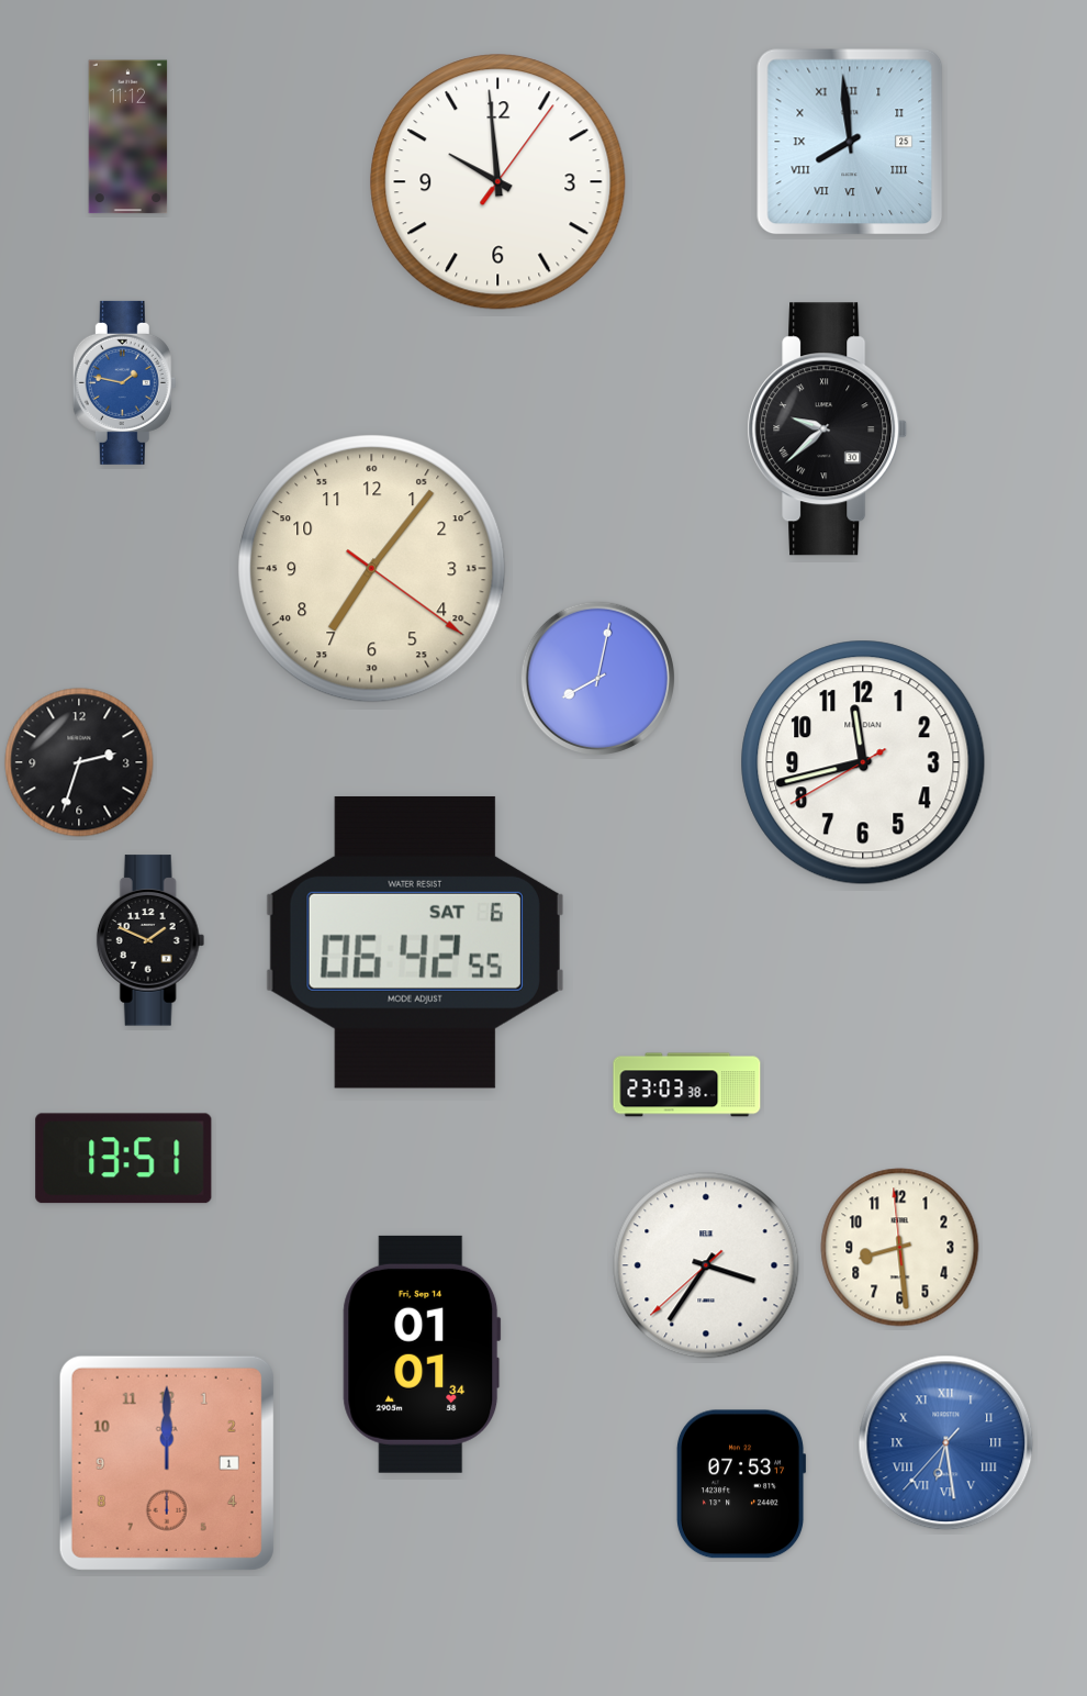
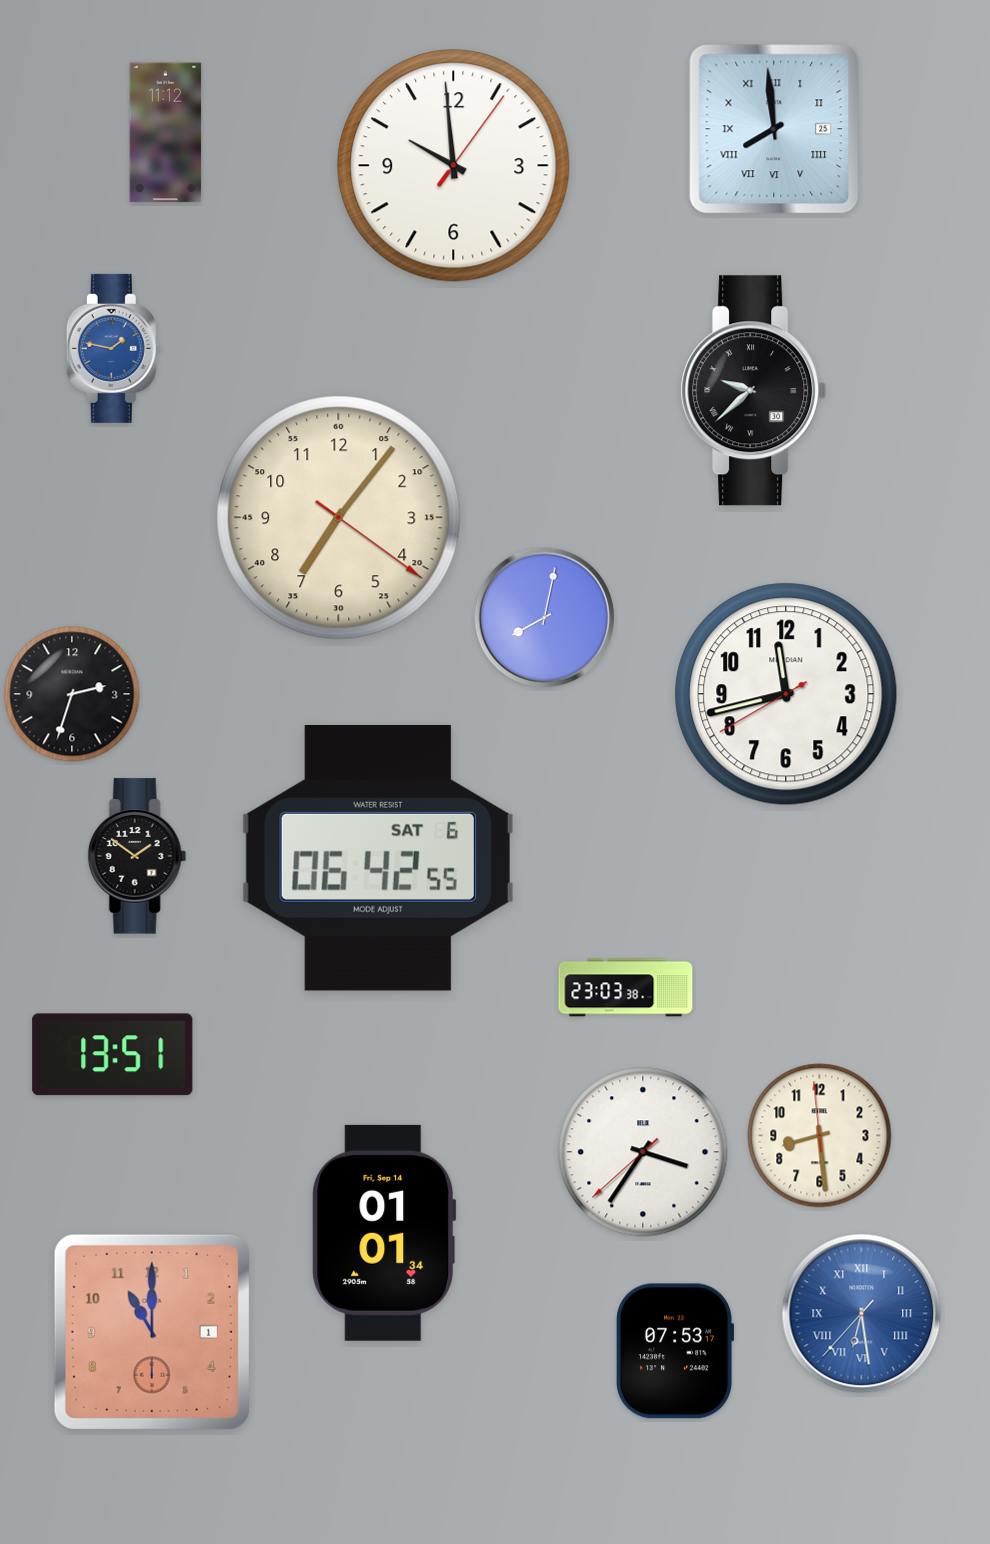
clock at (128, 137) position: (128, 137) -> (166, 133)
clock at (150, 940): 1:49 -> 1:51
clock at (167, 1463): 12:00 -> 11:00
